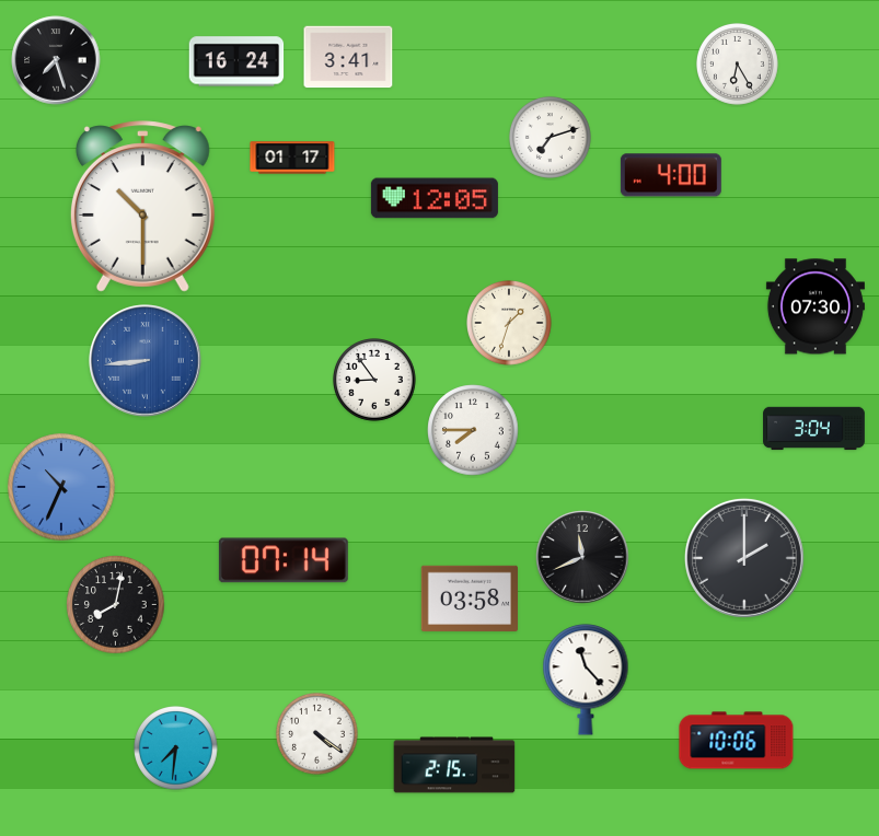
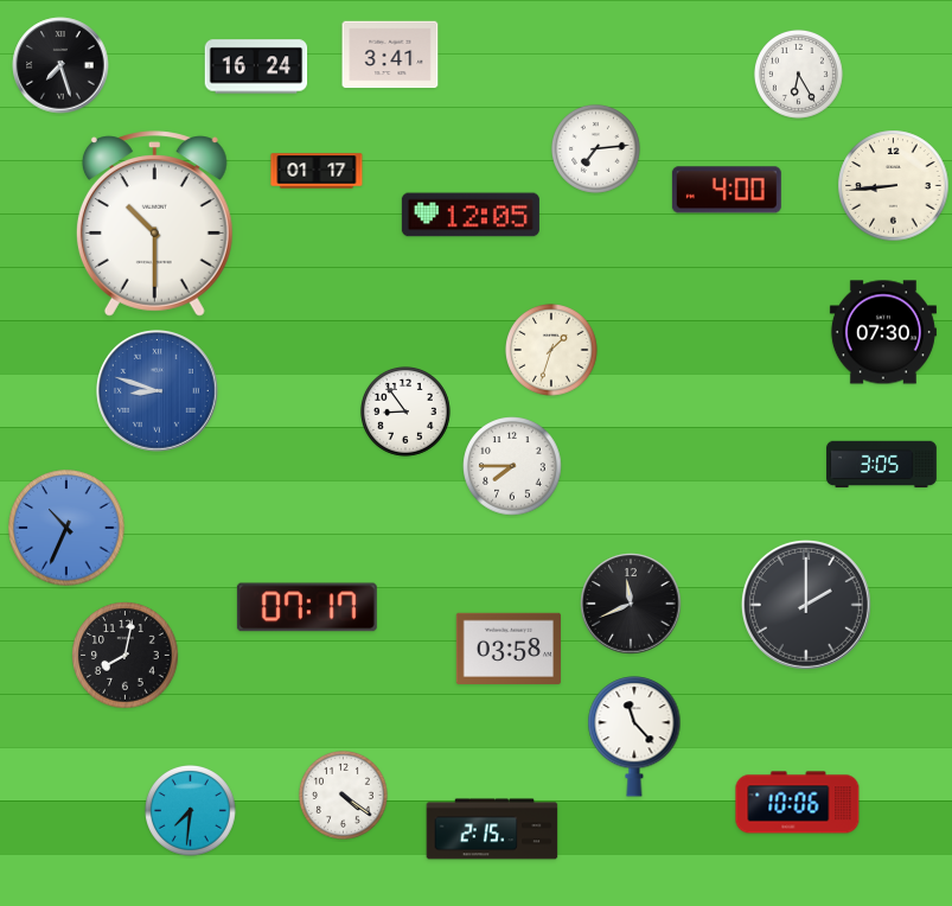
clock at (348, 57) position: (348, 57) -> (390, 55)
clock at (737, 63) position: (737, 63) -> (798, 74)
clock at (550, 137): 7:12 -> 7:14
clock at (894, 186): none -> 8:44
clock at (146, 361): 8:44 -> 8:48
clock at (814, 429): 3:04 -> 3:05
clock at (284, 560): 07:14 -> 07:17
